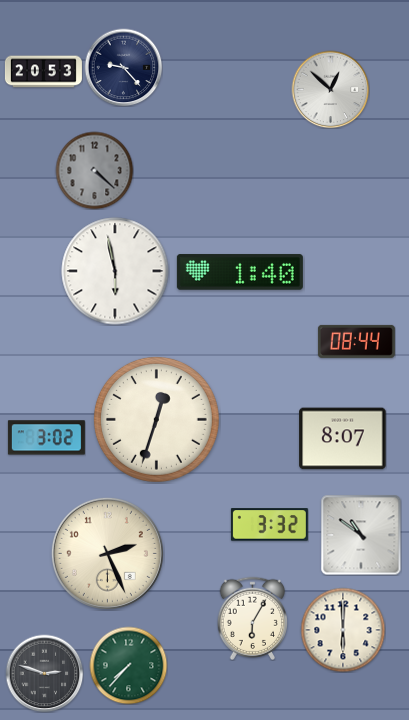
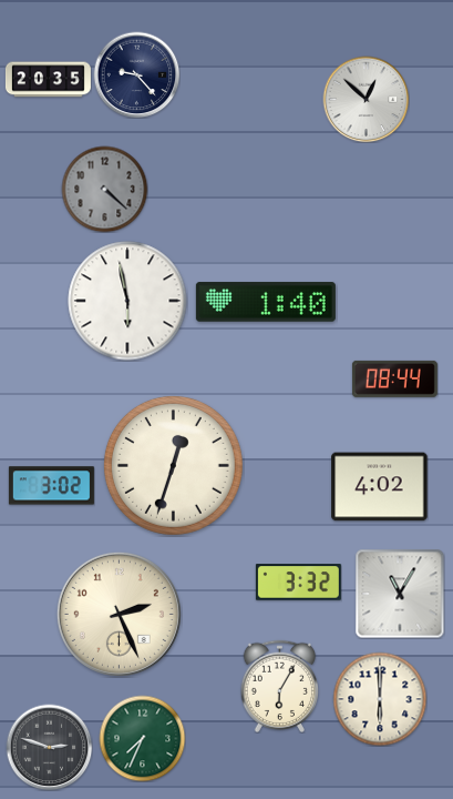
clock at (43, 72): 20:53 -> 20:35
clock at (343, 439): 8:07 -> 4:02
clock at (361, 535): 10:51 -> 11:05
clock at (128, 665): 7:37 -> 7:34
